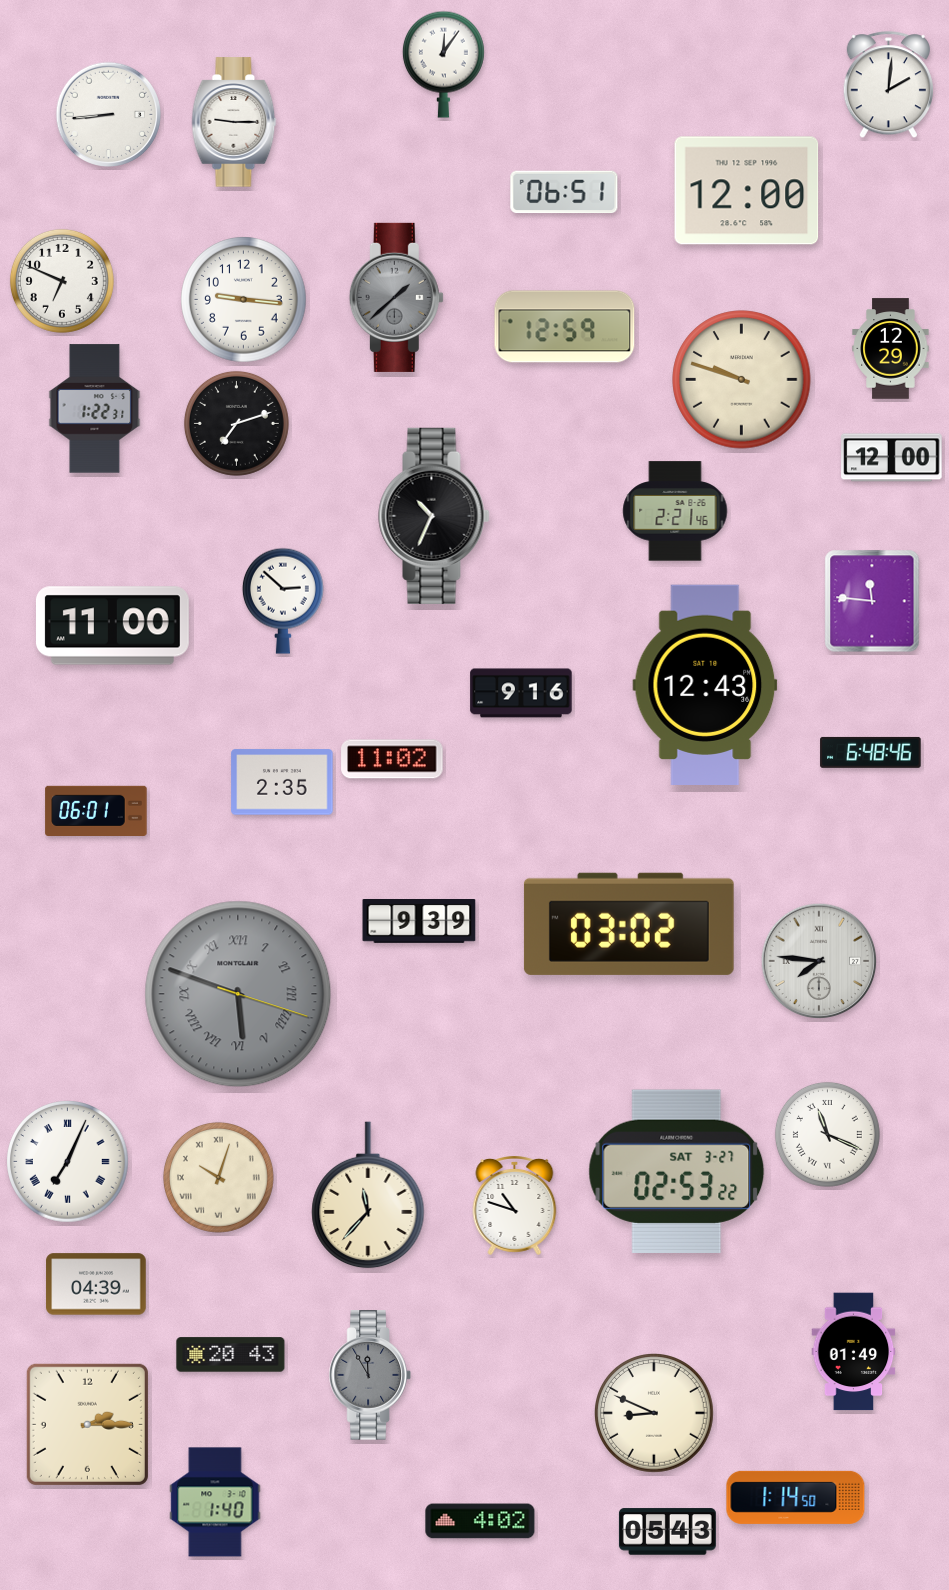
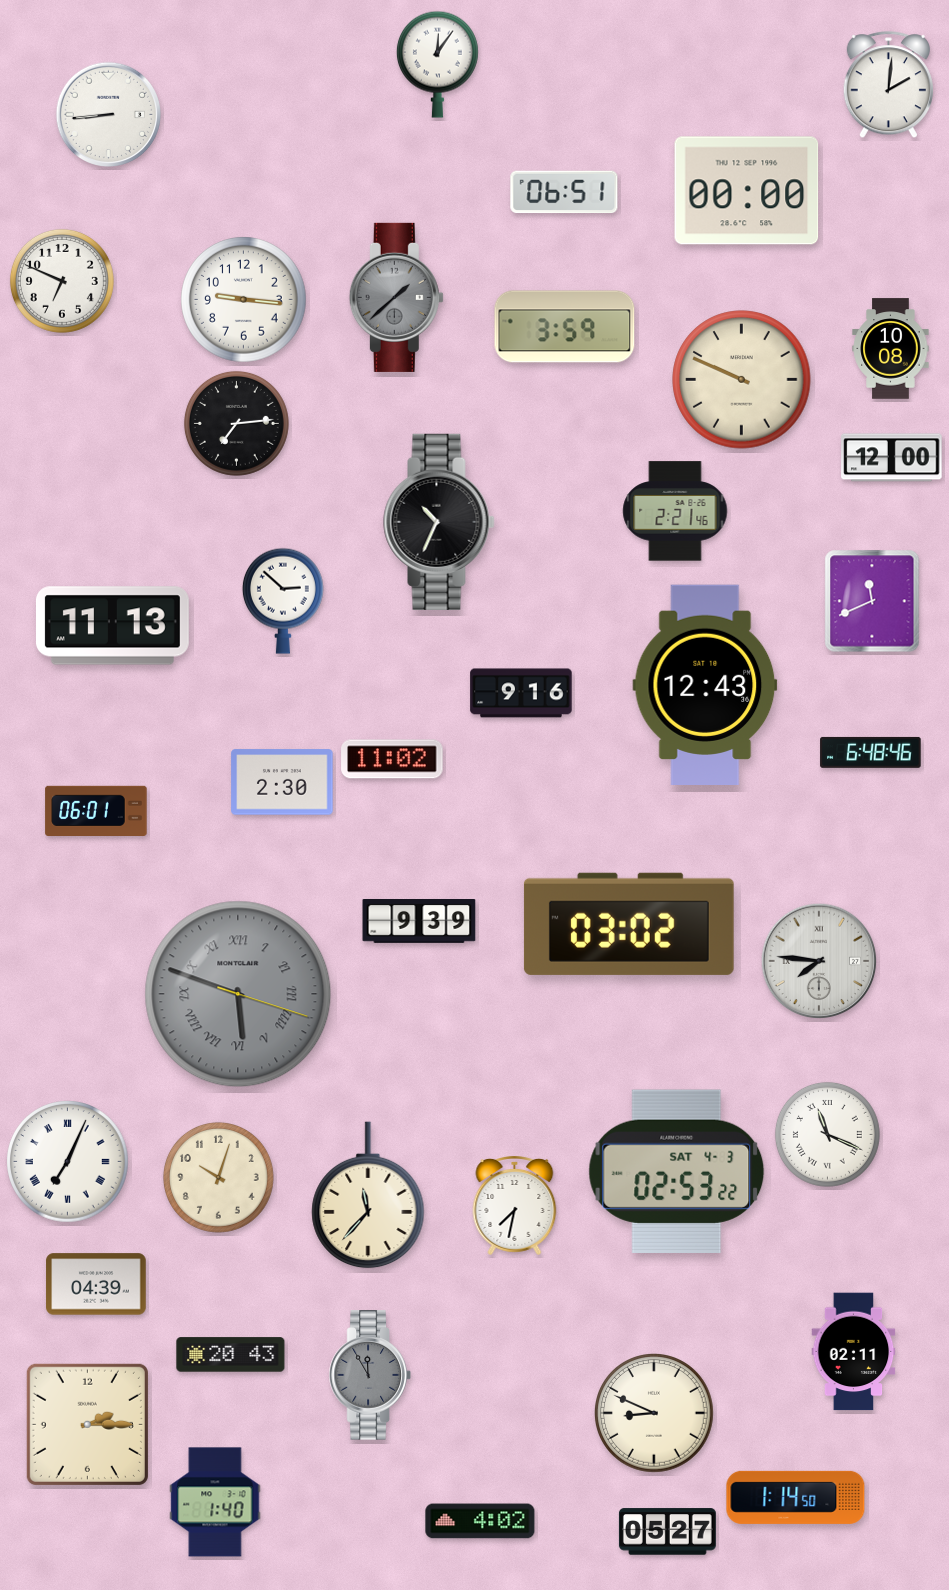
clock at (443, 64) position: (443, 64) -> (437, 64)
clock at (234, 122): 9:15 -> none
clock at (747, 191): 12:00 -> 00:00
clock at (565, 327): 12:59 -> 3:59
clock at (891, 349): 12:29 -> 10:08
clock at (742, 380): 9:48 -> 9:49
clock at (95, 409): 1:22 -> none
clock at (236, 423): 7:12 -> 7:14
clock at (434, 516) position: (434, 516) -> (439, 522)
clock at (872, 601): 11:46 -> 11:41
clock at (112, 626): 11:00 -> 11:13
clock at (282, 782): 2:35 -> 2:30
clock at (677, 1171) date: SAT 3-27 -> SAT 4-3
clock at (218, 1177) numerals: Roman -> Arabic
clock at (515, 1206): 10:48 -> 7:32
clock at (854, 1352): 01:49 -> 02:11
clock at (667, 1532): 05:43 -> 05:27
